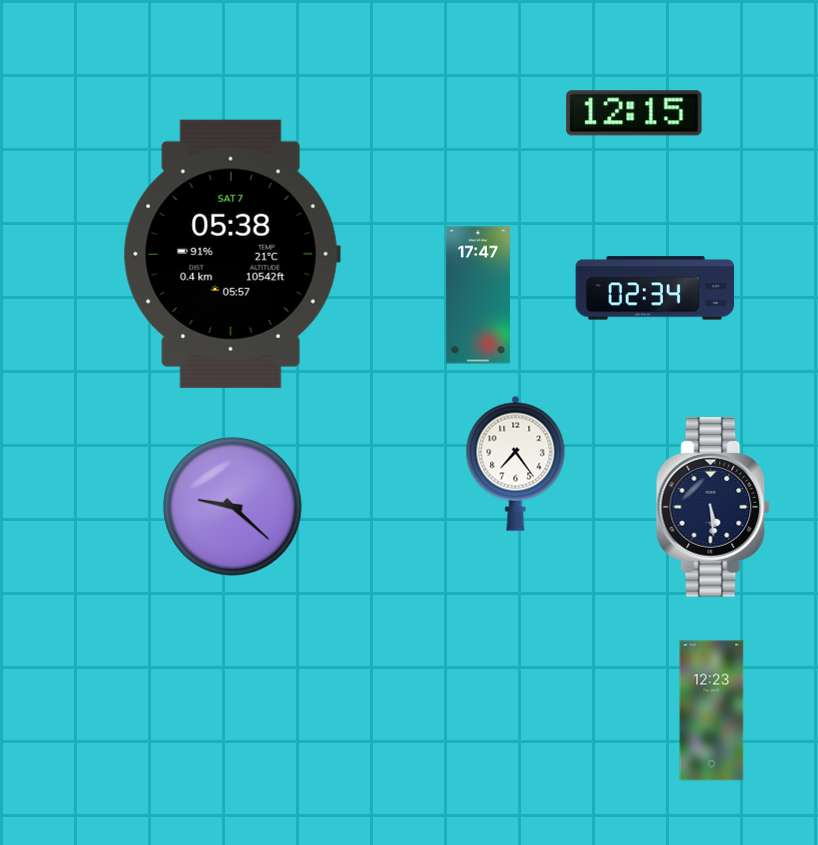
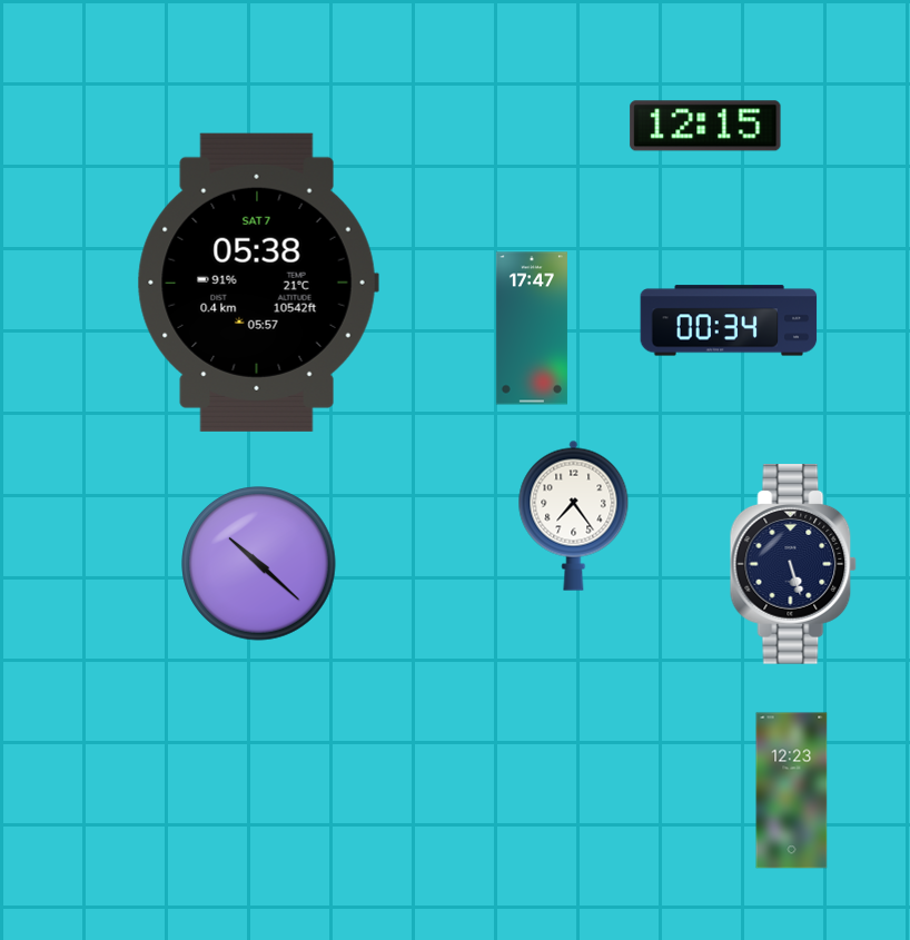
clock at (655, 288): 02:34 -> 00:34
clock at (233, 507): 9:22 -> 10:22
clock at (713, 508): 5:29 -> 5:27
